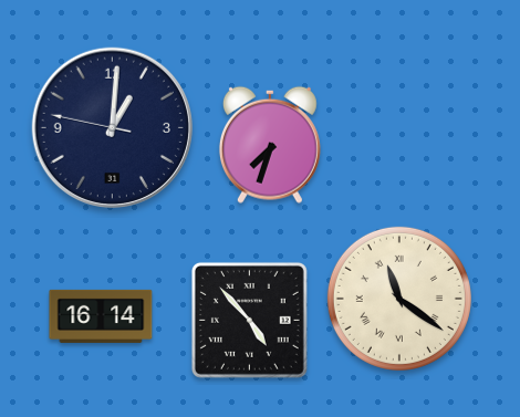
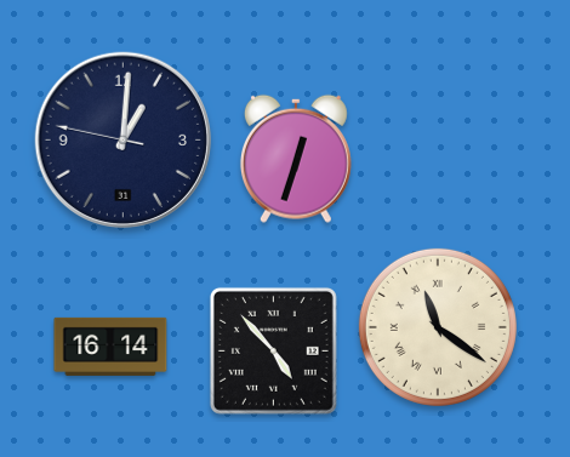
clock at (270, 145): 7:33 -> 12:33
